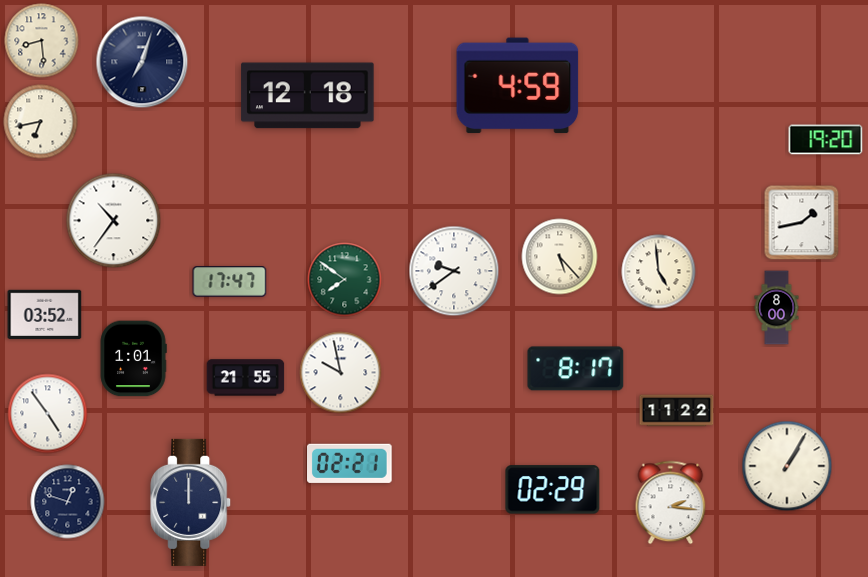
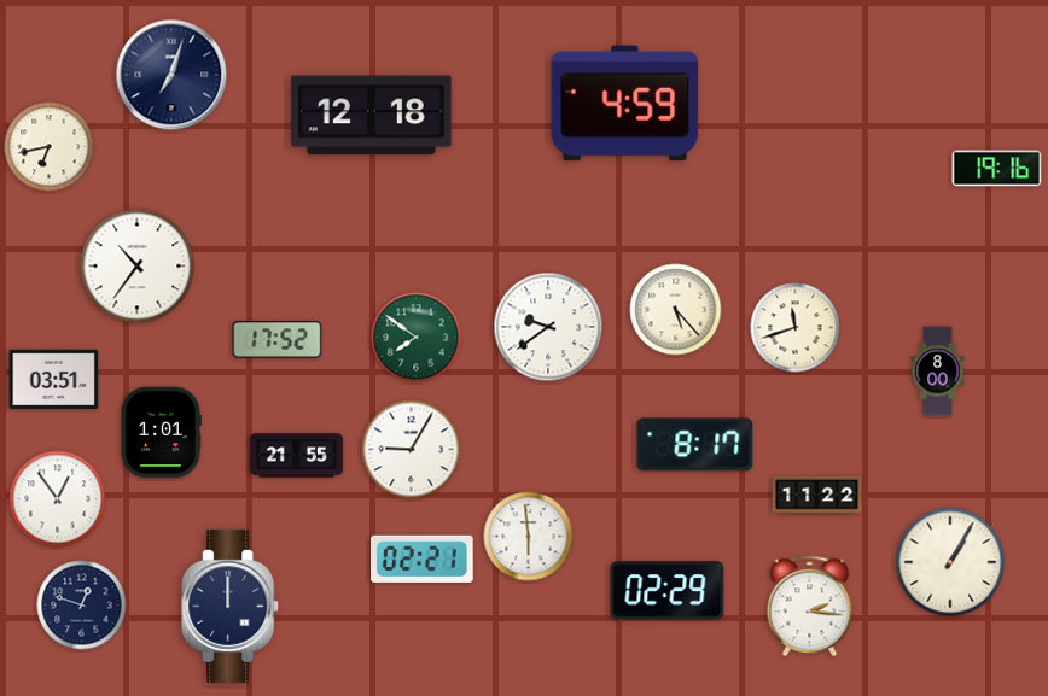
clock at (42, 41): 8:29 -> none
clock at (826, 140): 19:20 -> 19:16
clock at (802, 223): 1:43 -> none
clock at (659, 272): 4:59 -> 11:42
clock at (230, 282): 17:47 -> 17:52
clock at (45, 314): 03:52 -> 03:51
clock at (341, 373): 9:58 -> 9:05
clock at (48, 414): 4:54 -> 12:54
clock at (529, 537): none -> 5:59
